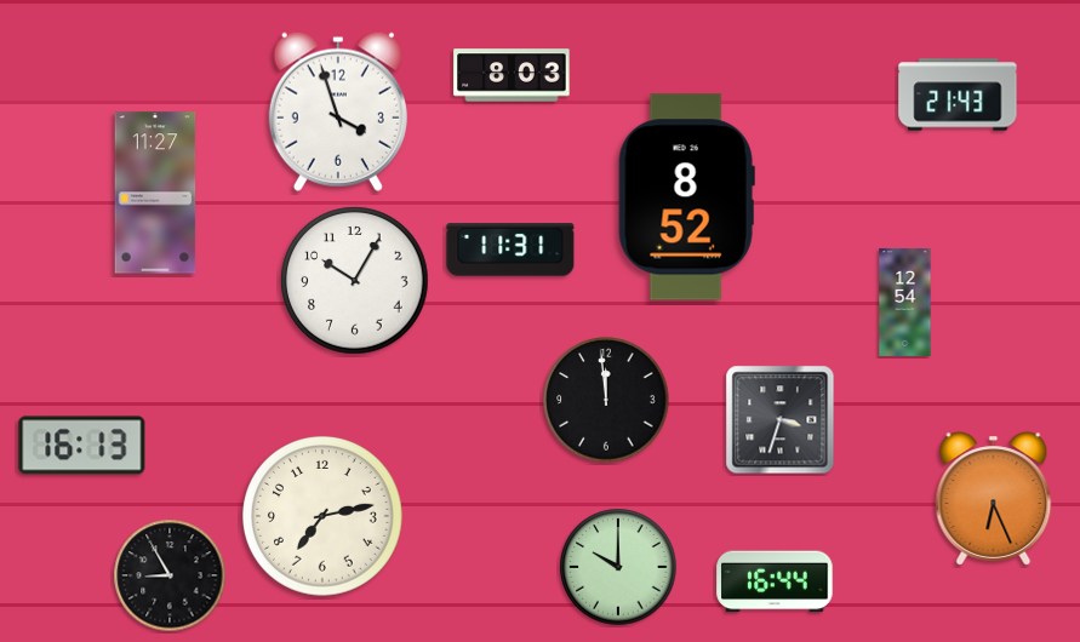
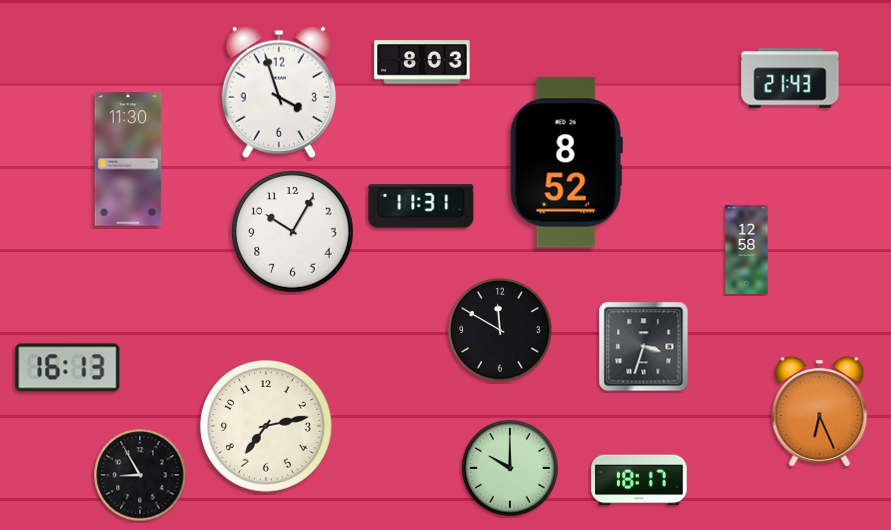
clock at (155, 193): 11:27 -> 11:30
clock at (905, 302): 12:54 -> 12:58
clock at (606, 400): 11:59 -> 11:50
clock at (775, 581): 16:44 -> 18:17
